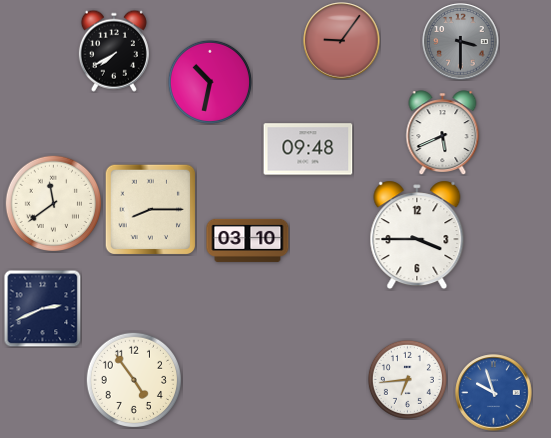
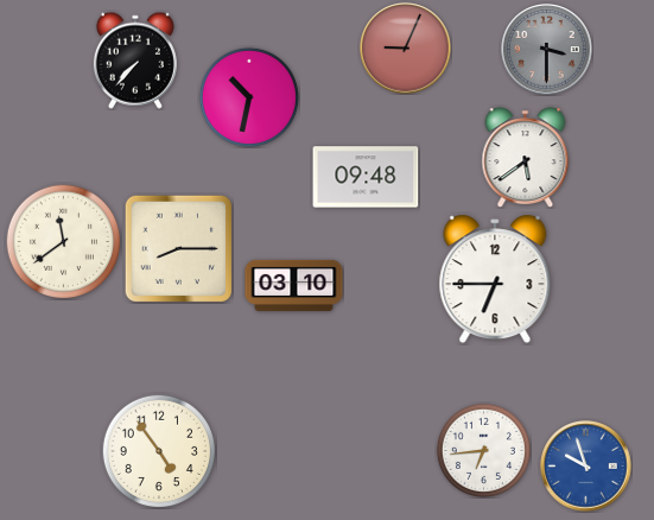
clock at (342, 41): 9:06 -> 9:04
clock at (114, 51): 7:40 -> 7:37
clock at (443, 132): 5:41 -> 5:39
clock at (417, 235): 3:45 -> 6:45
clock at (42, 308): 2:41 -> none
